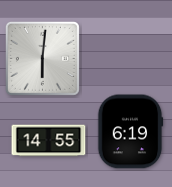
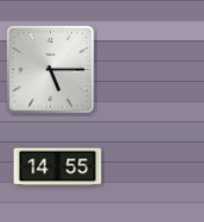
clock at (42, 58): 6:01 -> 5:15
clock at (130, 132): 6:19 -> none
